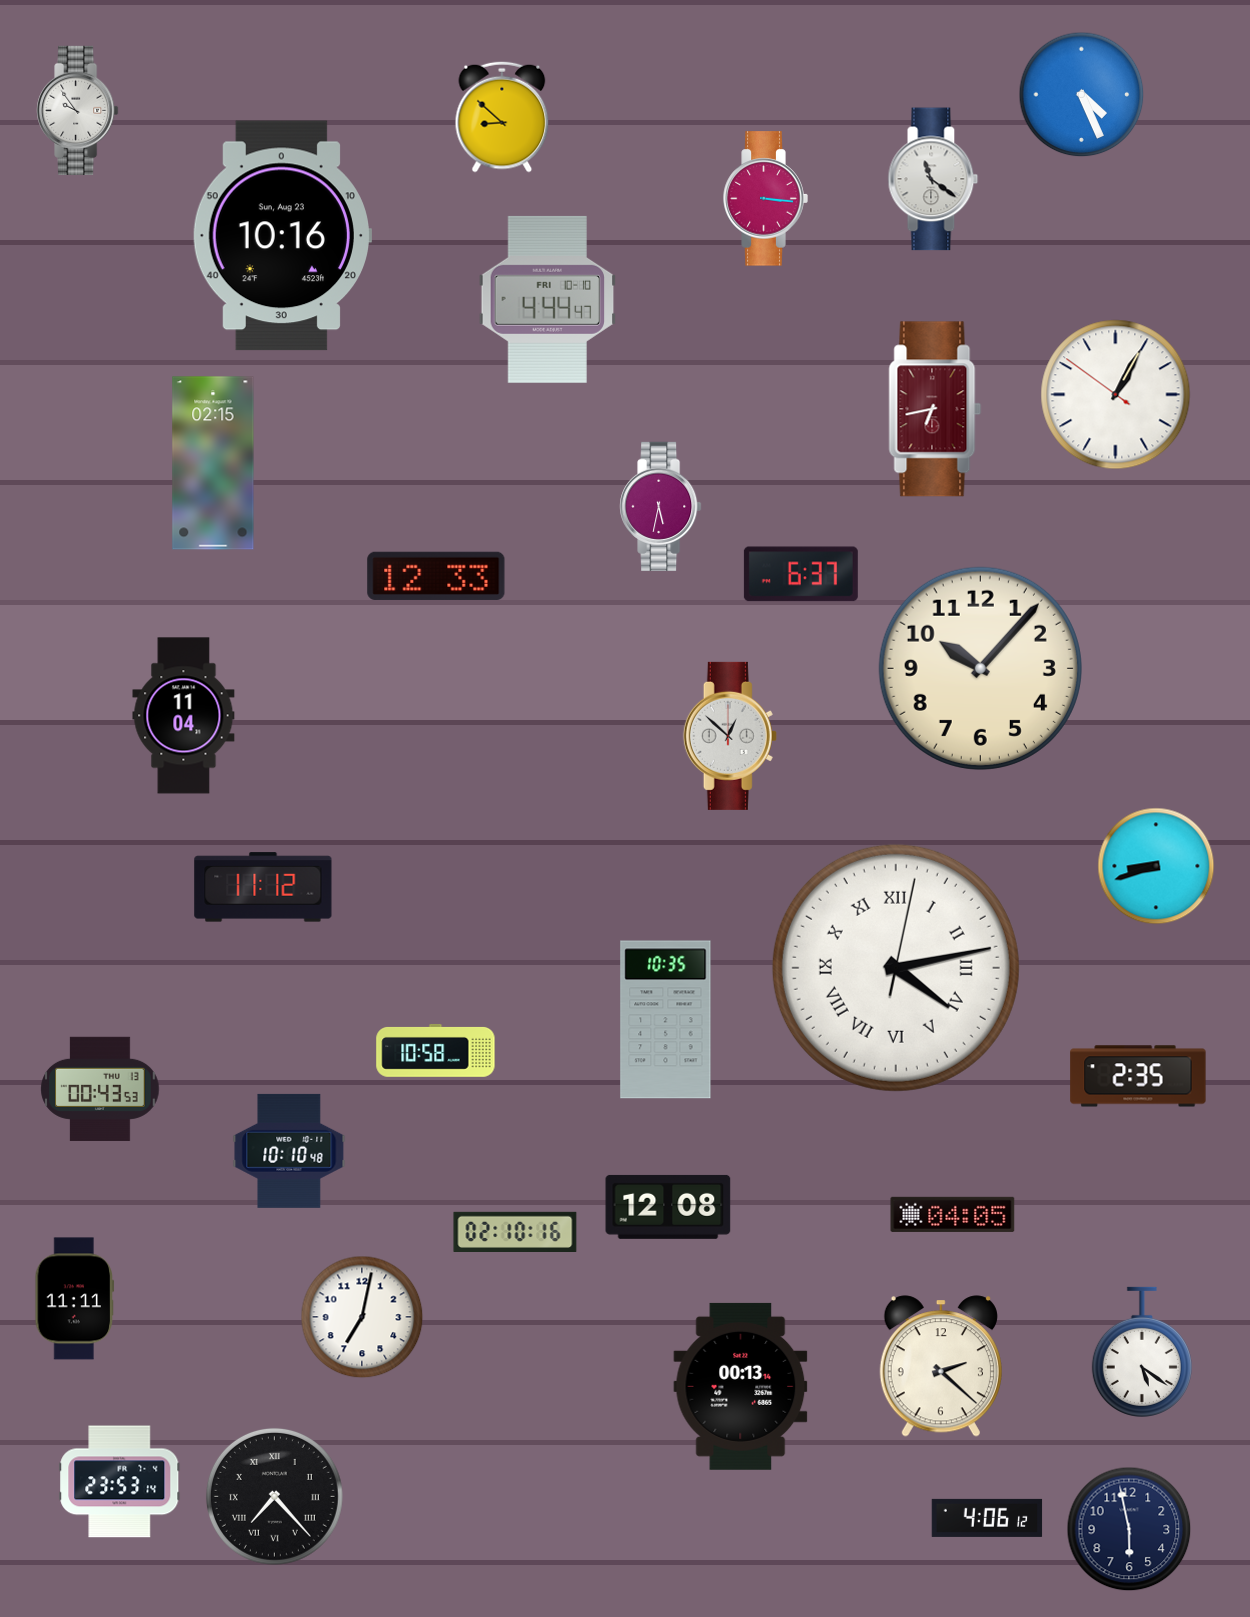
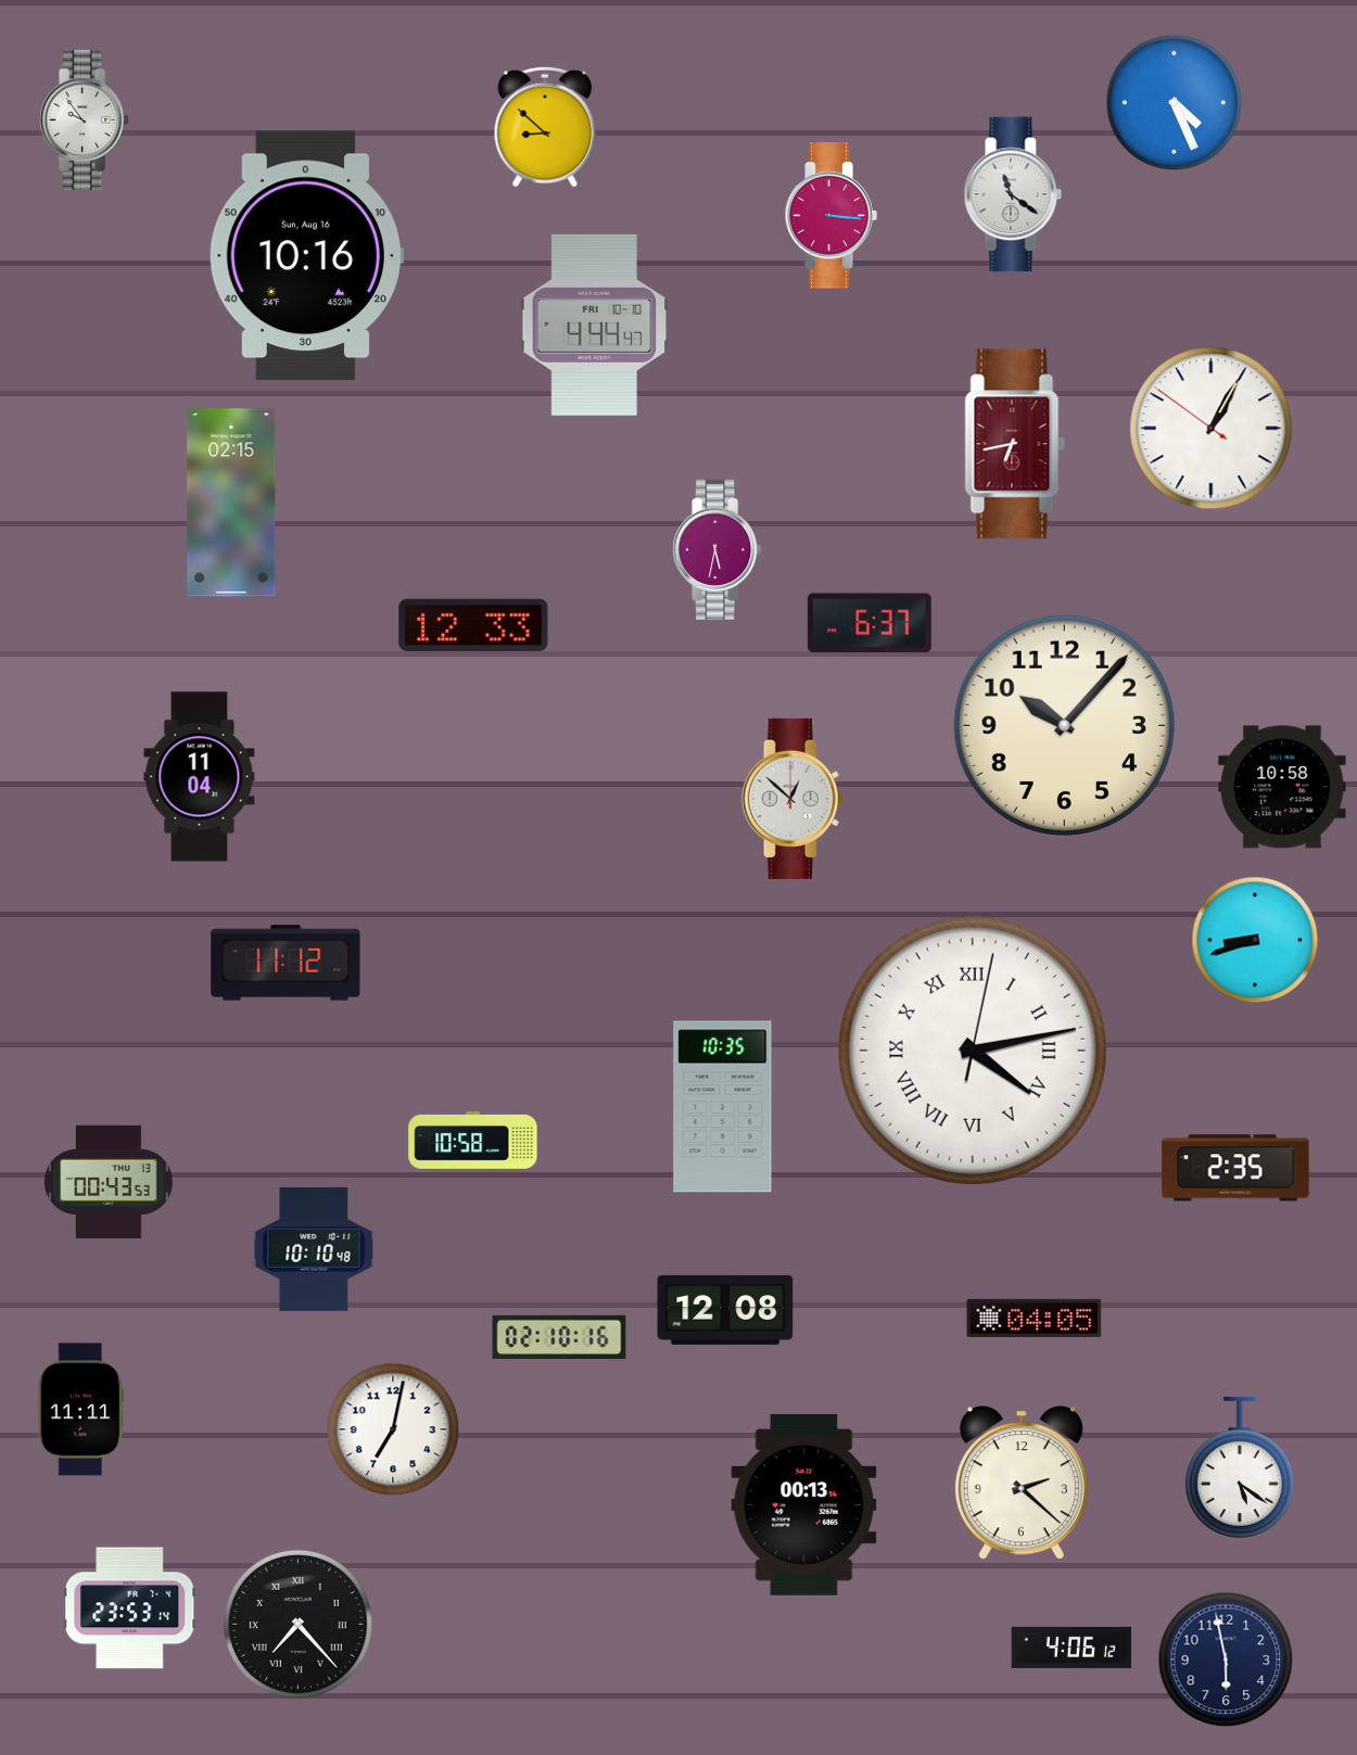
clock at (281, 236) date: Sun, Aug 23 -> Sun, Aug 16
clock at (1282, 787): none -> 10:58
